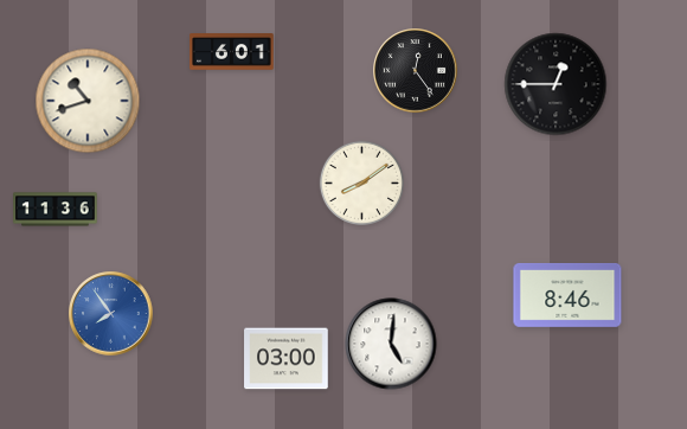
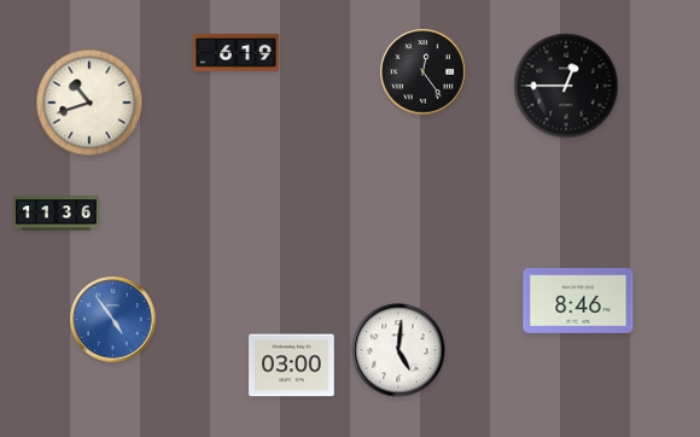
clock at (232, 52): 6:01 -> 6:19
clock at (361, 183): 8:09 -> none
clock at (111, 314): 7:54 -> 4:54
